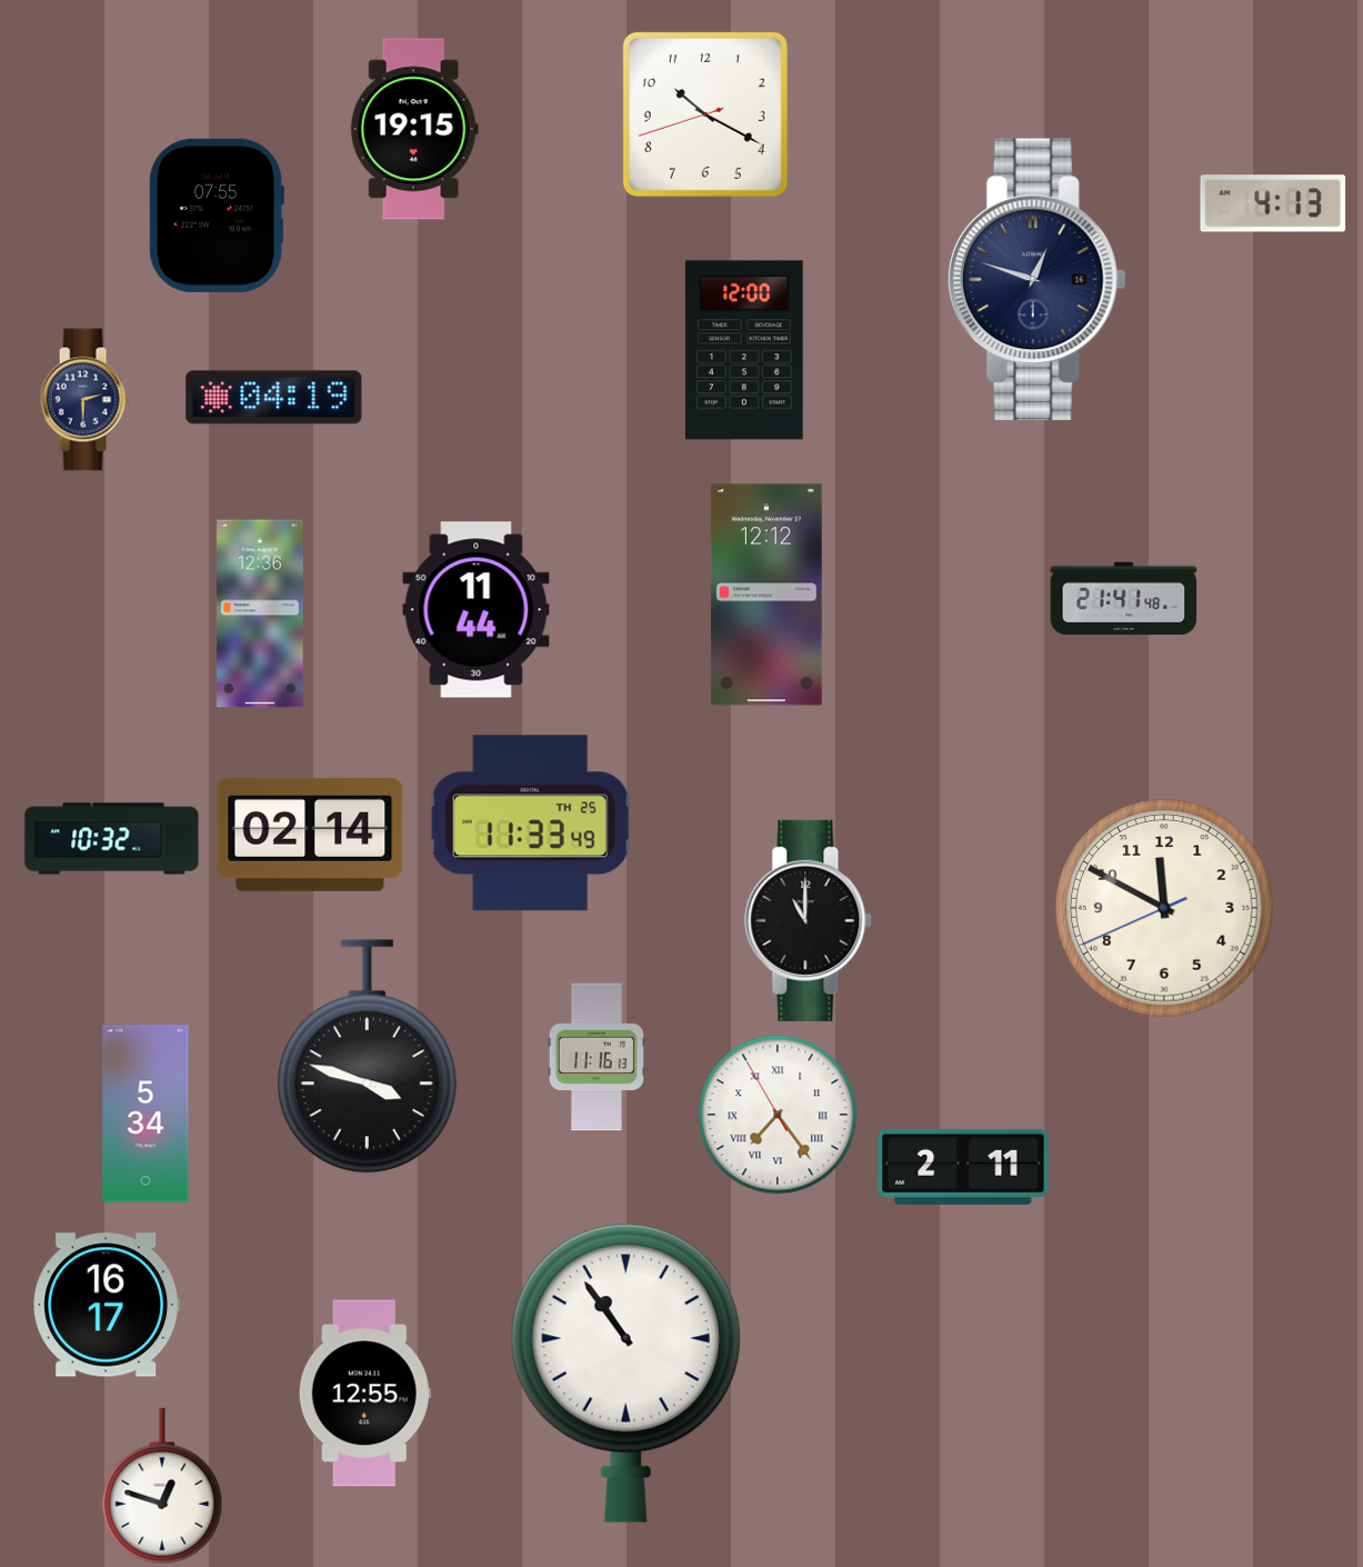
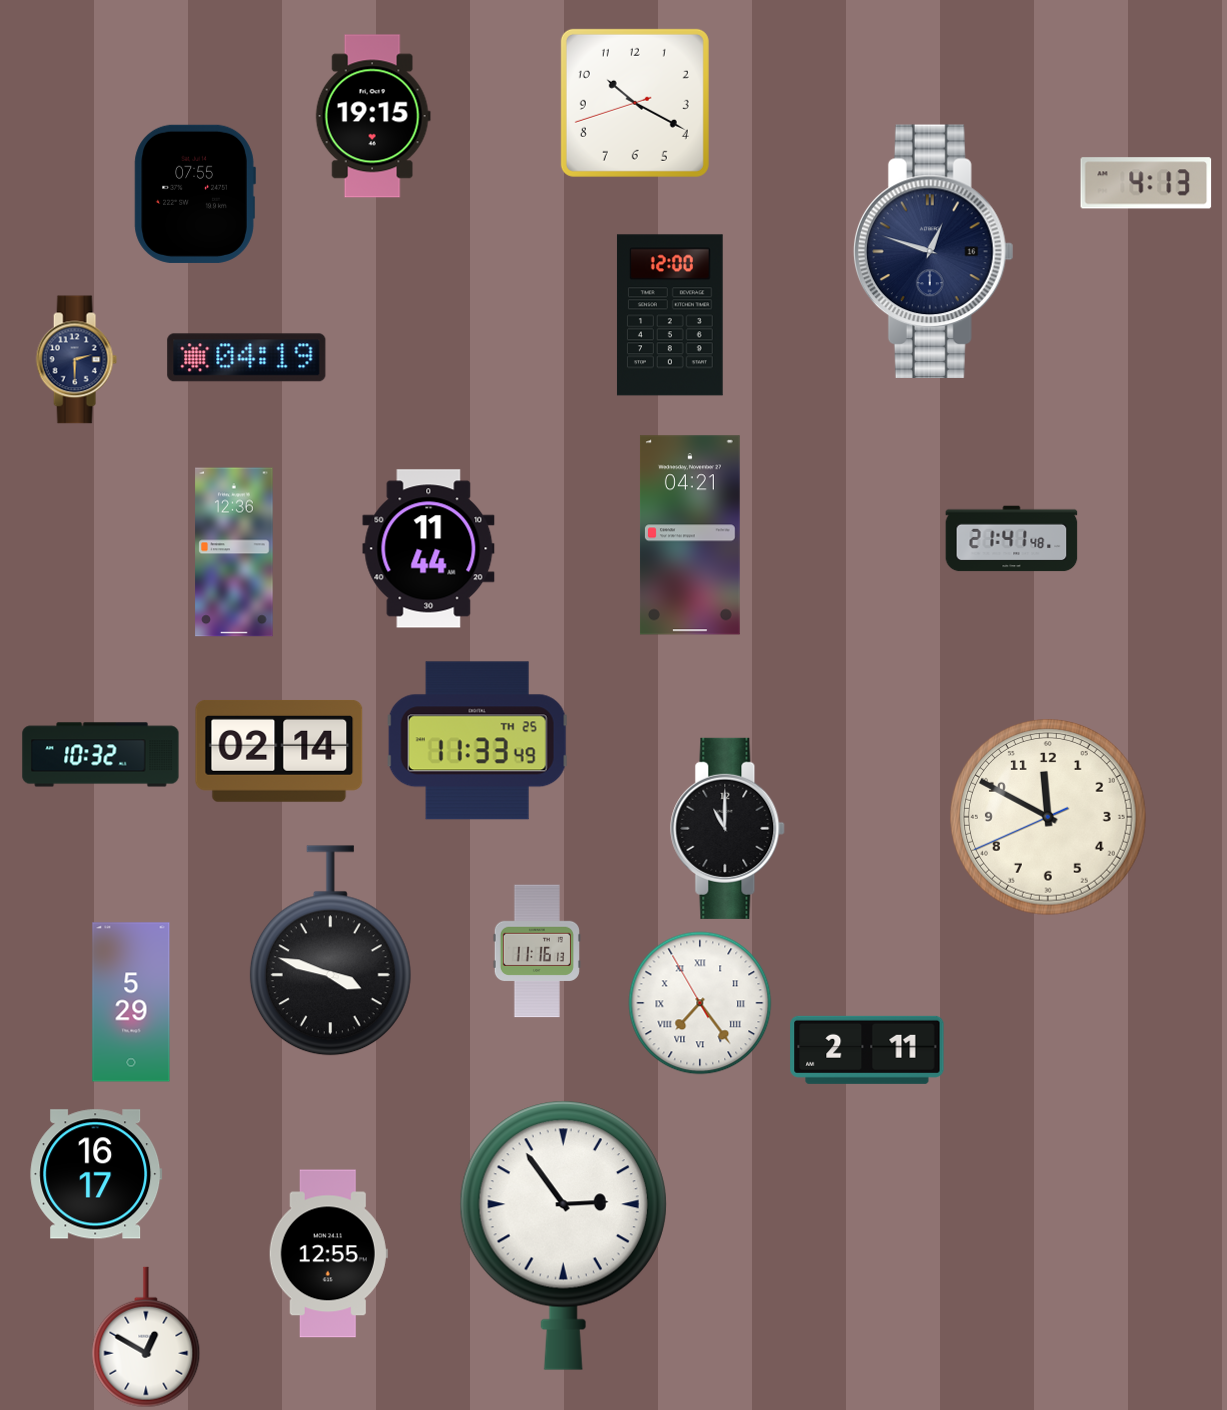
clock at (766, 595): 12:12 -> 04:21
clock at (146, 1114): 5:34 -> 5:29
clock at (625, 1373): 10:54 -> 2:54
clock at (162, 1486): 12:48 -> 12:50
